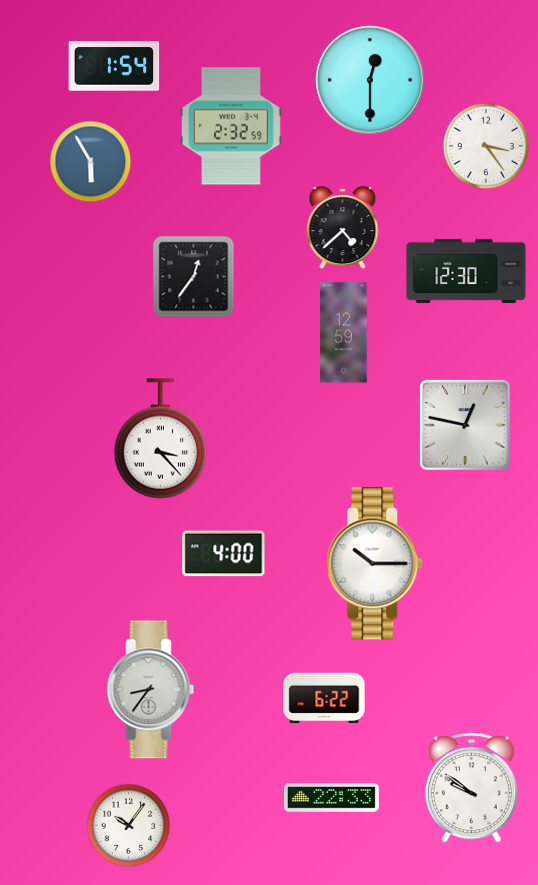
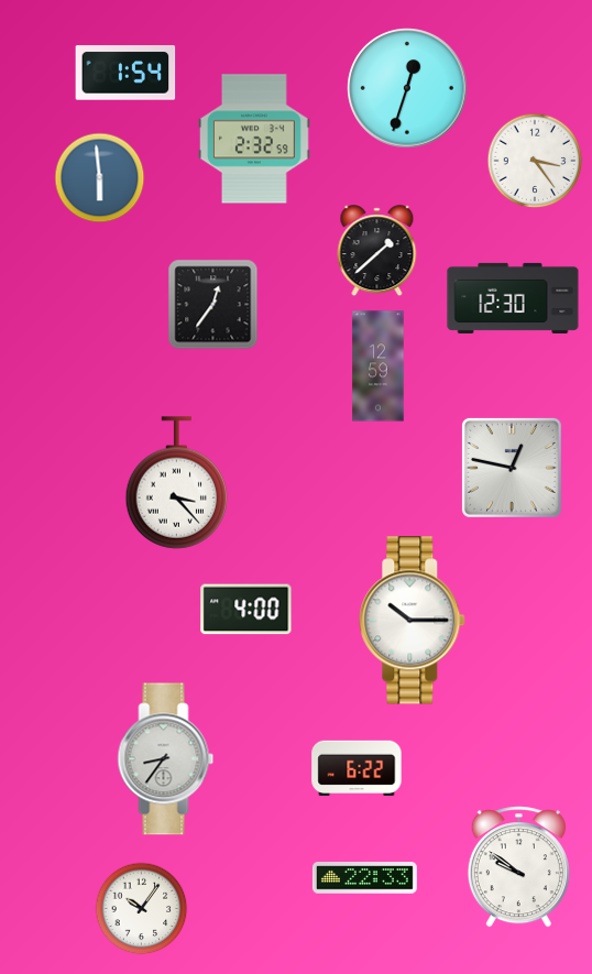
clock at (370, 80): 12:30 -> 12:33
clock at (91, 162): 5:55 -> 5:59
clock at (343, 228): 4:38 -> 1:38
